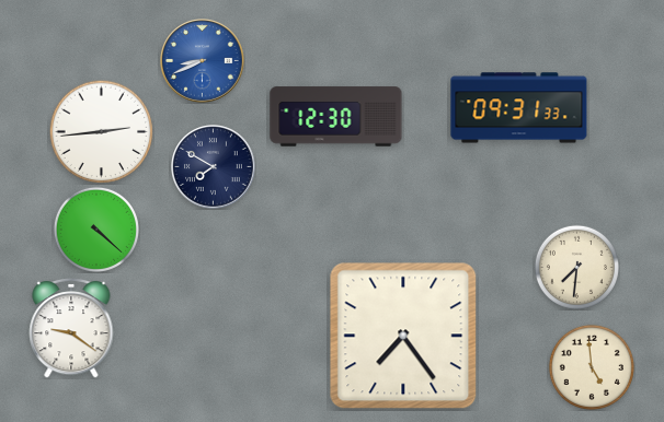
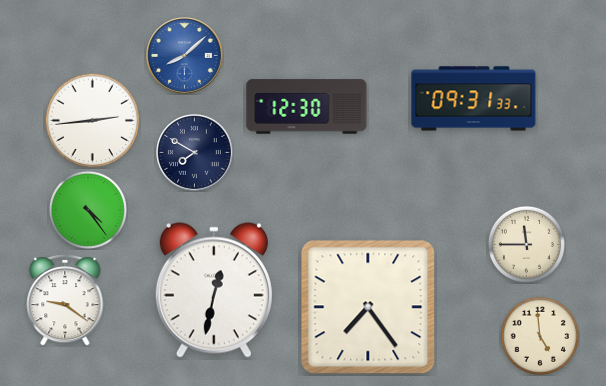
clock at (203, 61): 8:41 -> 8:08
clock at (96, 230): 4:22 -> 4:24
clock at (576, 267): 7:31 -> 11:45
clock at (214, 290): none -> 12:32
